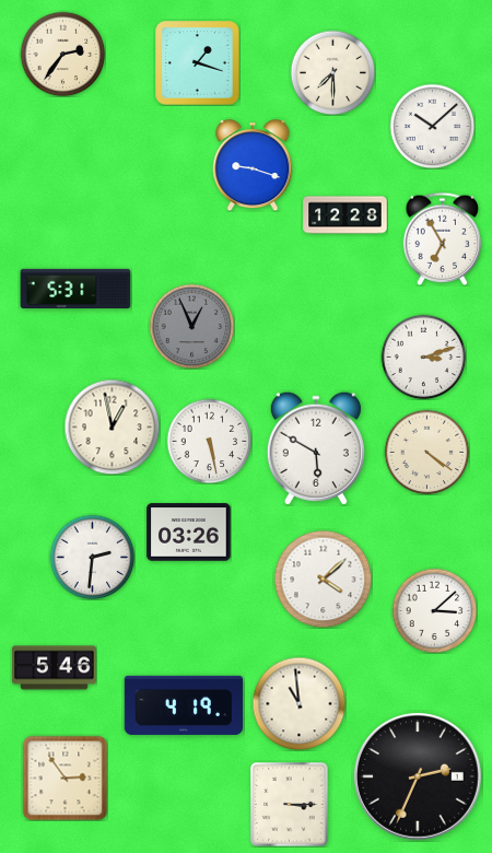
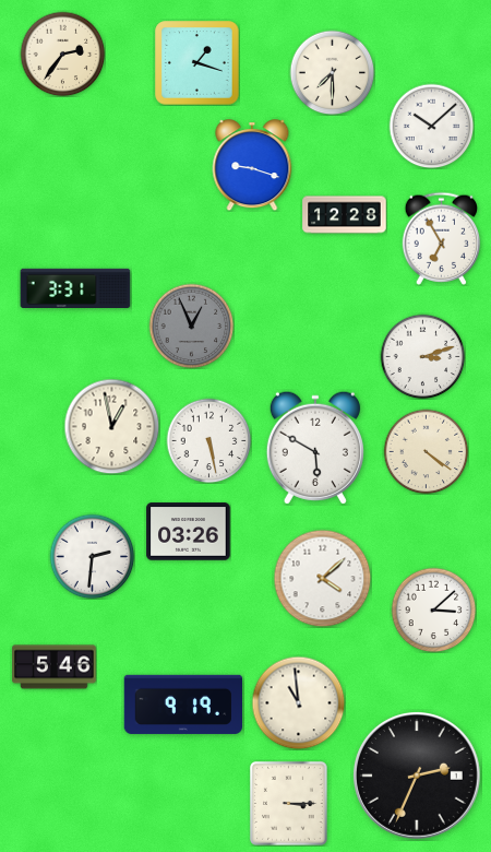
clock at (75, 288): 5:31 -> 3:31
clock at (183, 705): 4:19 -> 9:19
clock at (65, 778): 2:54 -> none
